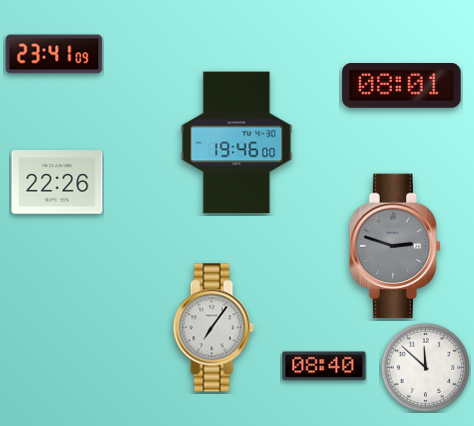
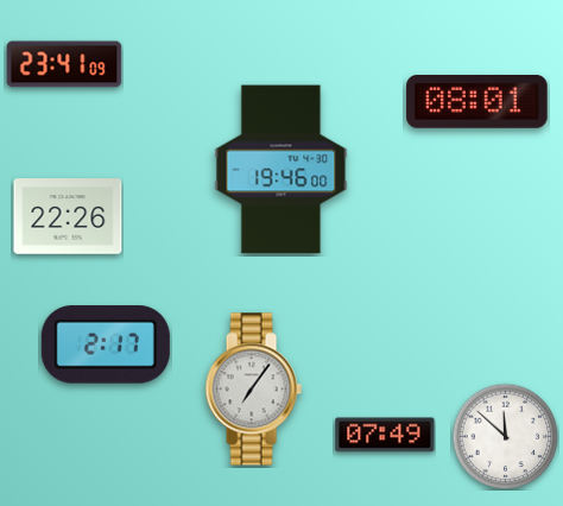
clock at (395, 246): 2:48 -> none
clock at (106, 344): none -> 2:17
clock at (324, 366): 08:40 -> 07:49
